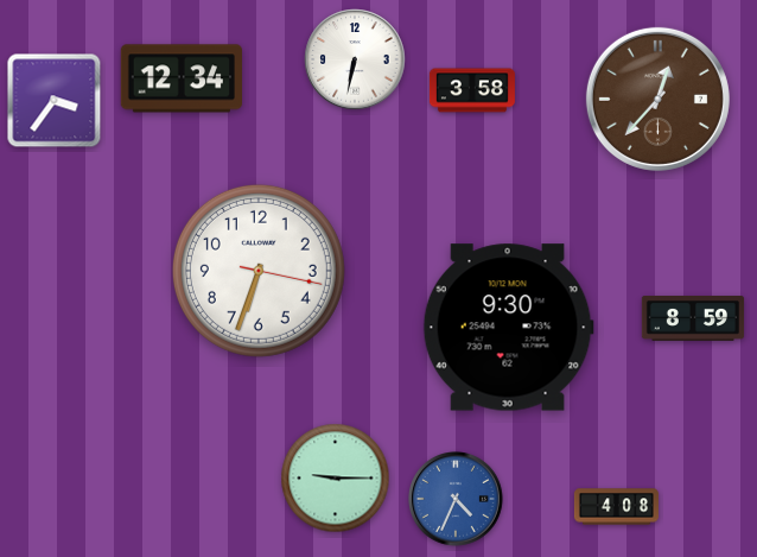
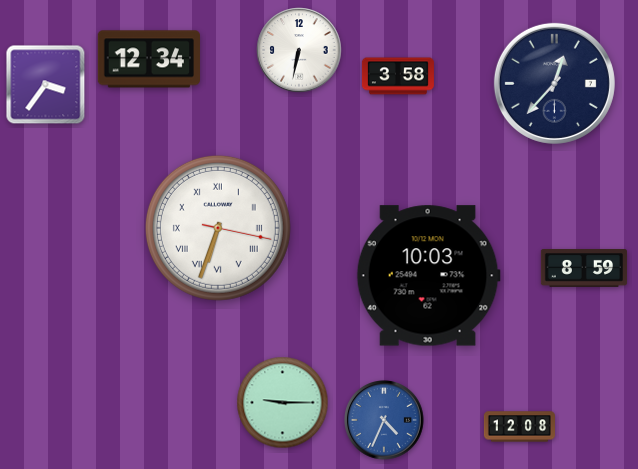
clock at (182, 78) position: (182, 78) -> (149, 59)
clock at (657, 99) dial: brown -> navy
clock at (259, 271) numerals: Arabic -> Roman
clock at (508, 328): 9:30 -> 10:03
clock at (616, 507): 4:08 -> 12:08
